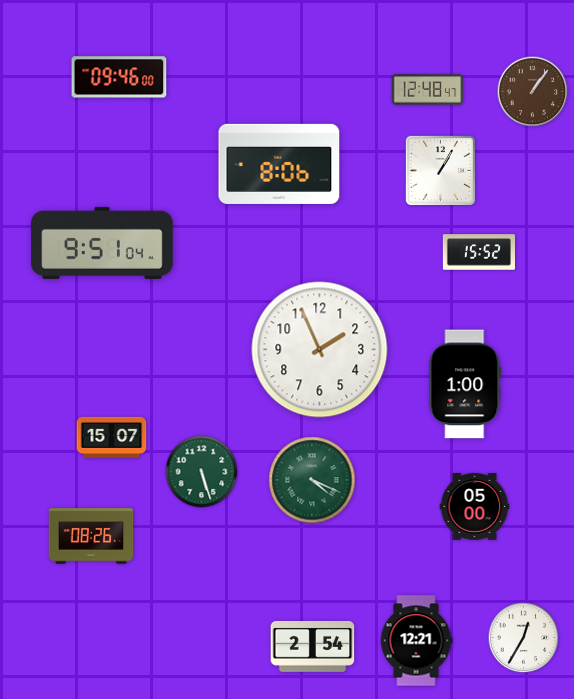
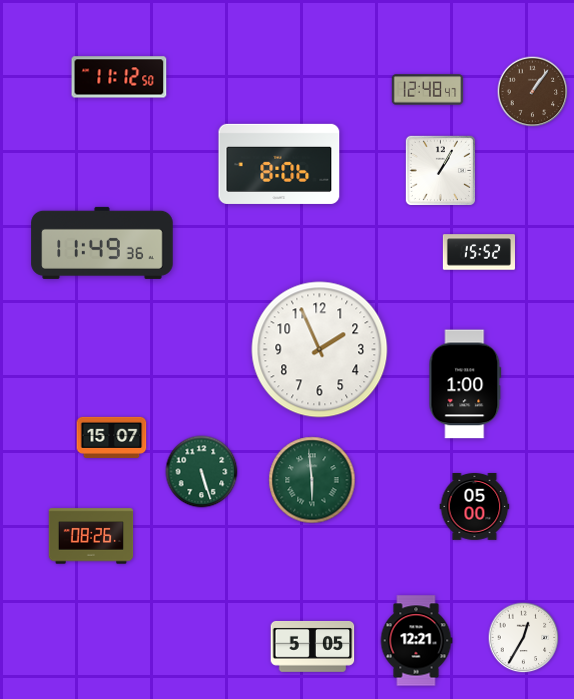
clock at (119, 77): 09:46 -> 11:12
clock at (102, 243): 9:51 -> 11:49
clock at (312, 480): 4:19 -> 5:59
clock at (313, 646): 2:54 -> 5:05
